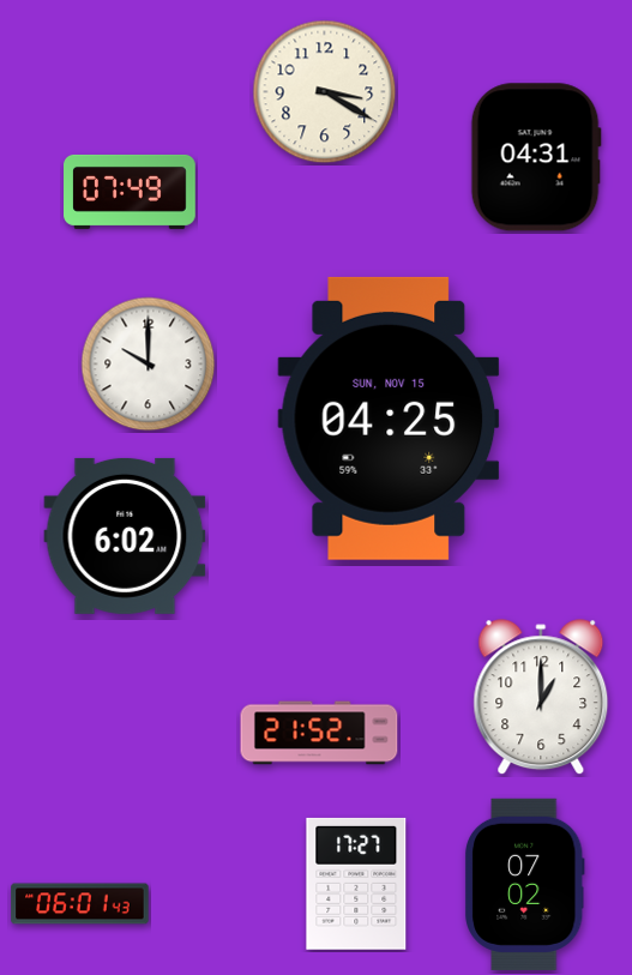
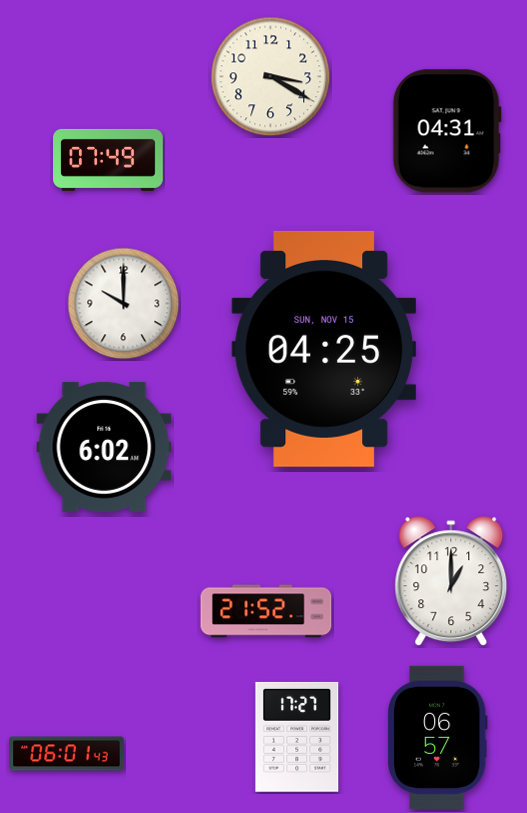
clock at (524, 884): 07:02 -> 06:57
